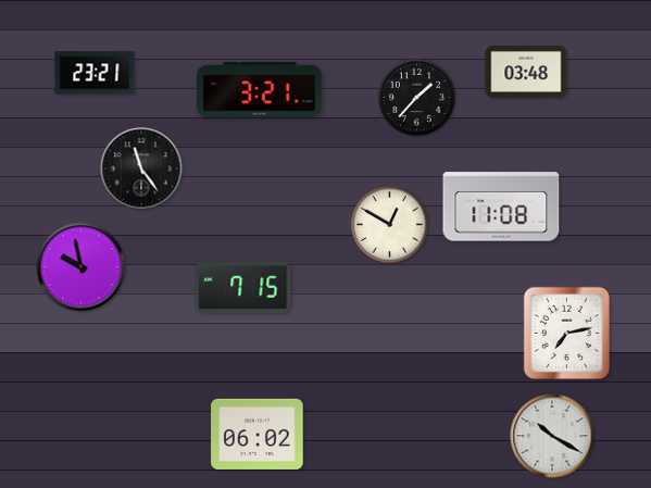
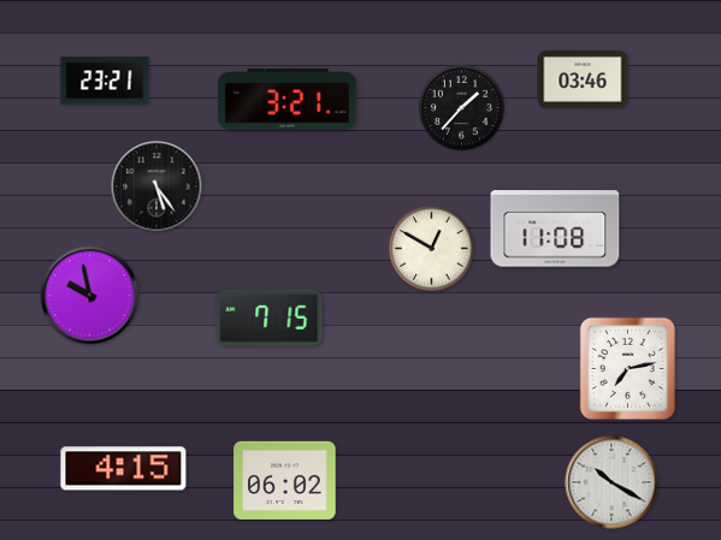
clock at (526, 72): 03:48 -> 03:46
clock at (141, 168): 11:24 -> 5:24
clock at (124, 469): none -> 4:15
